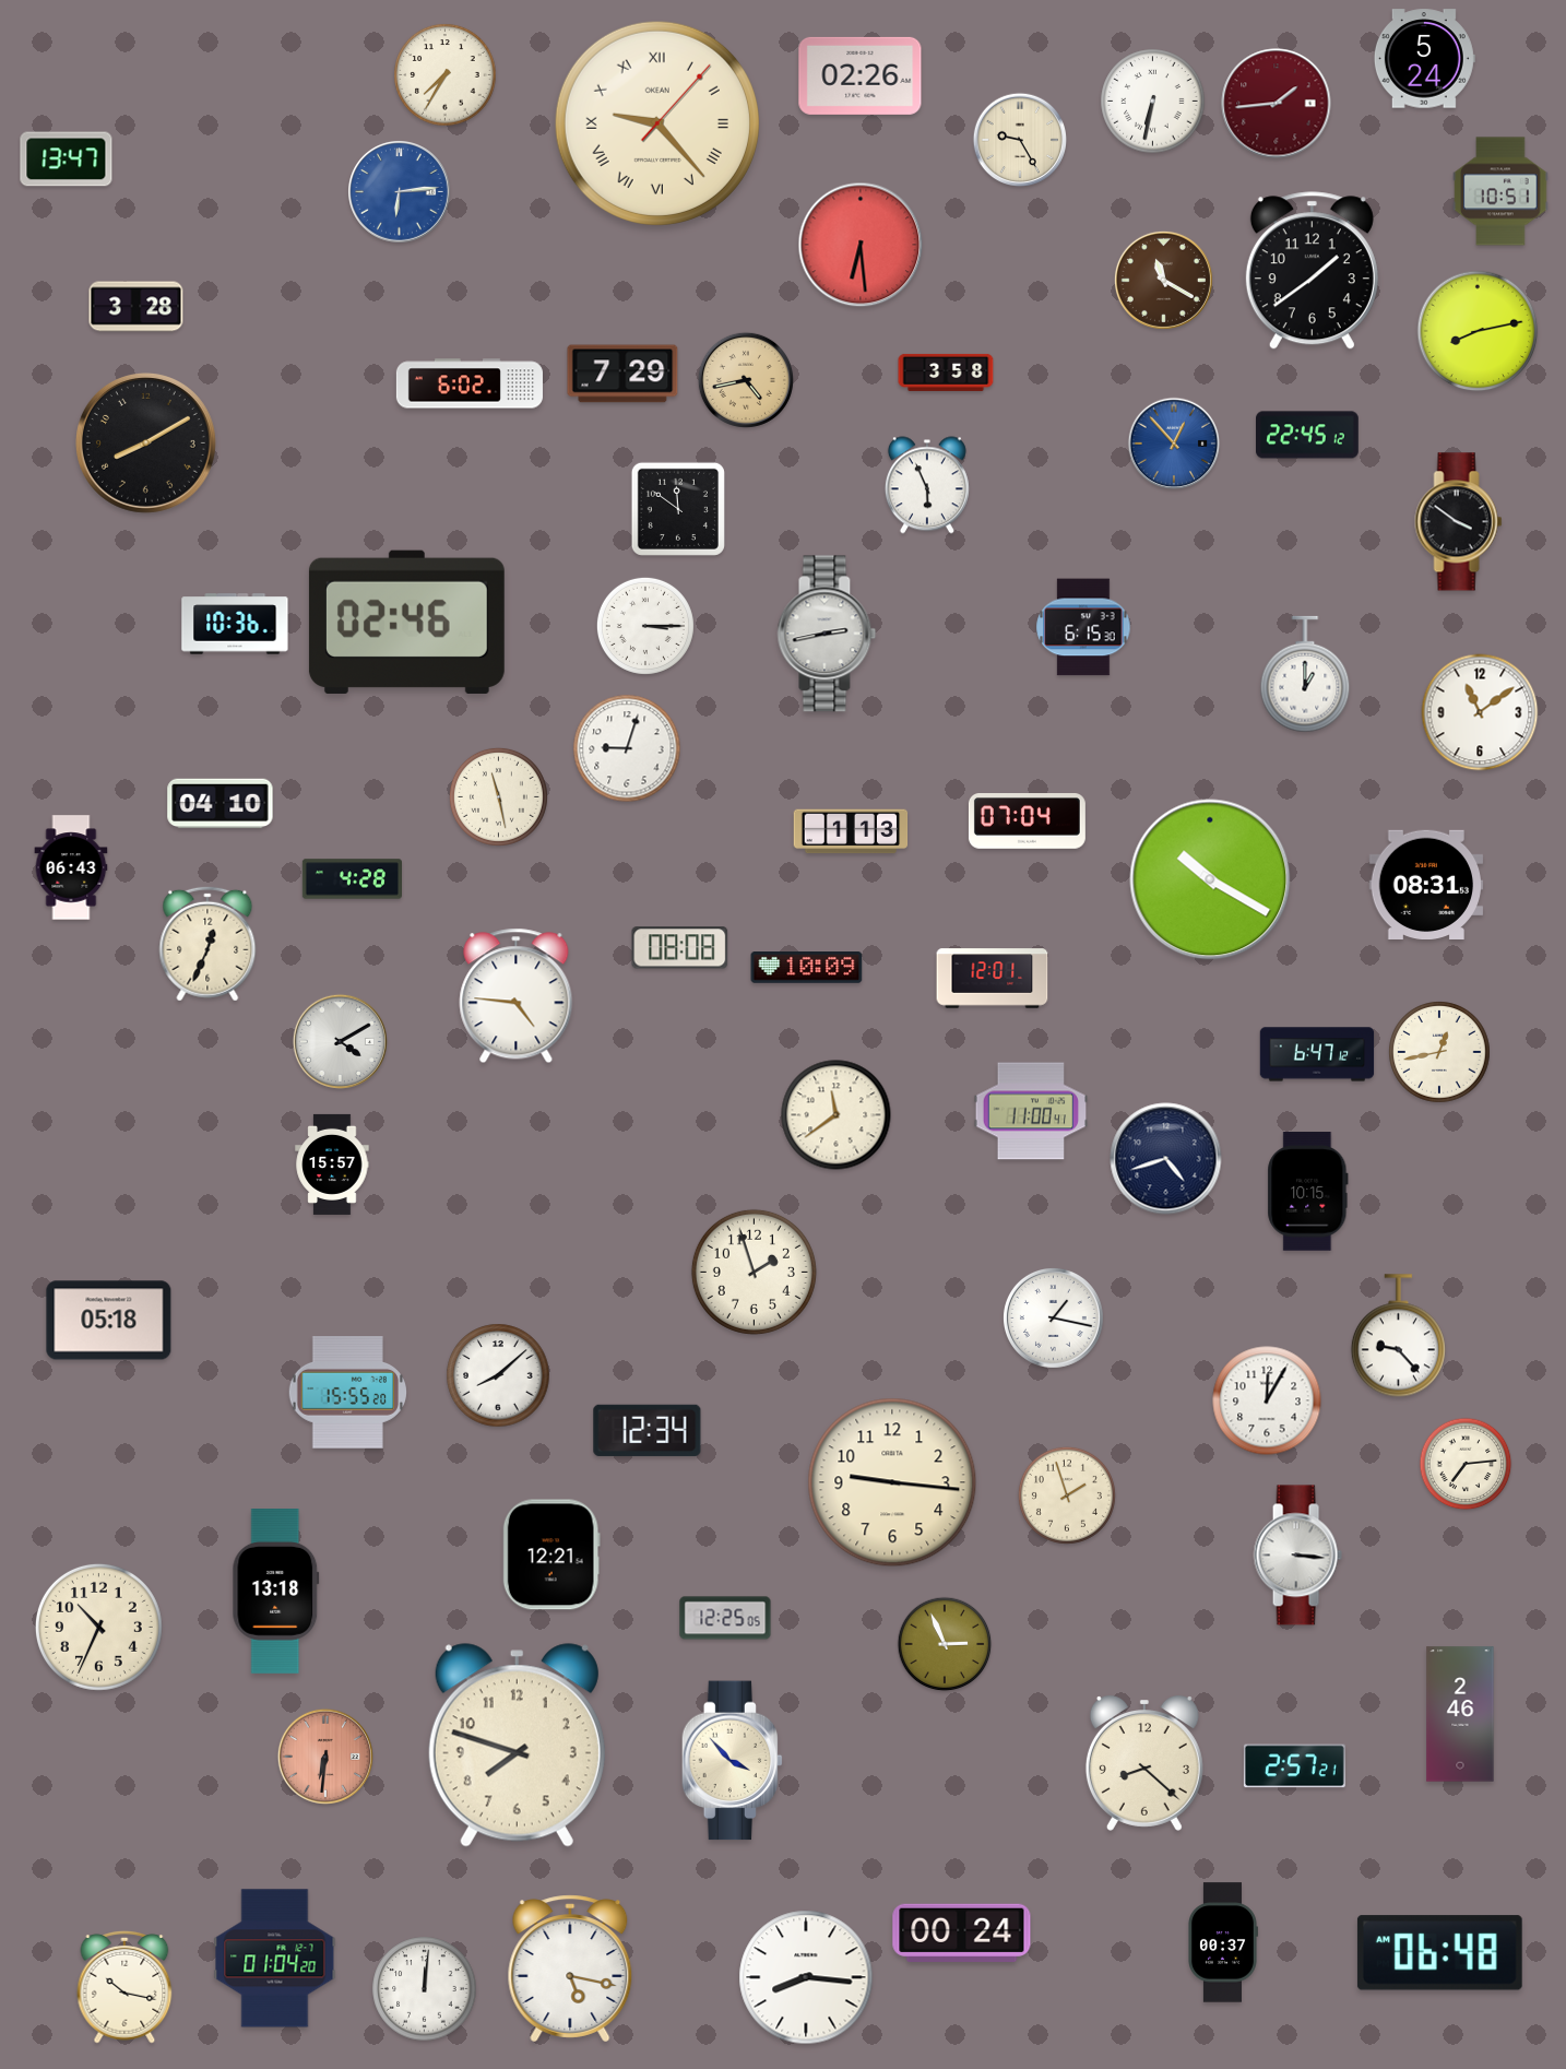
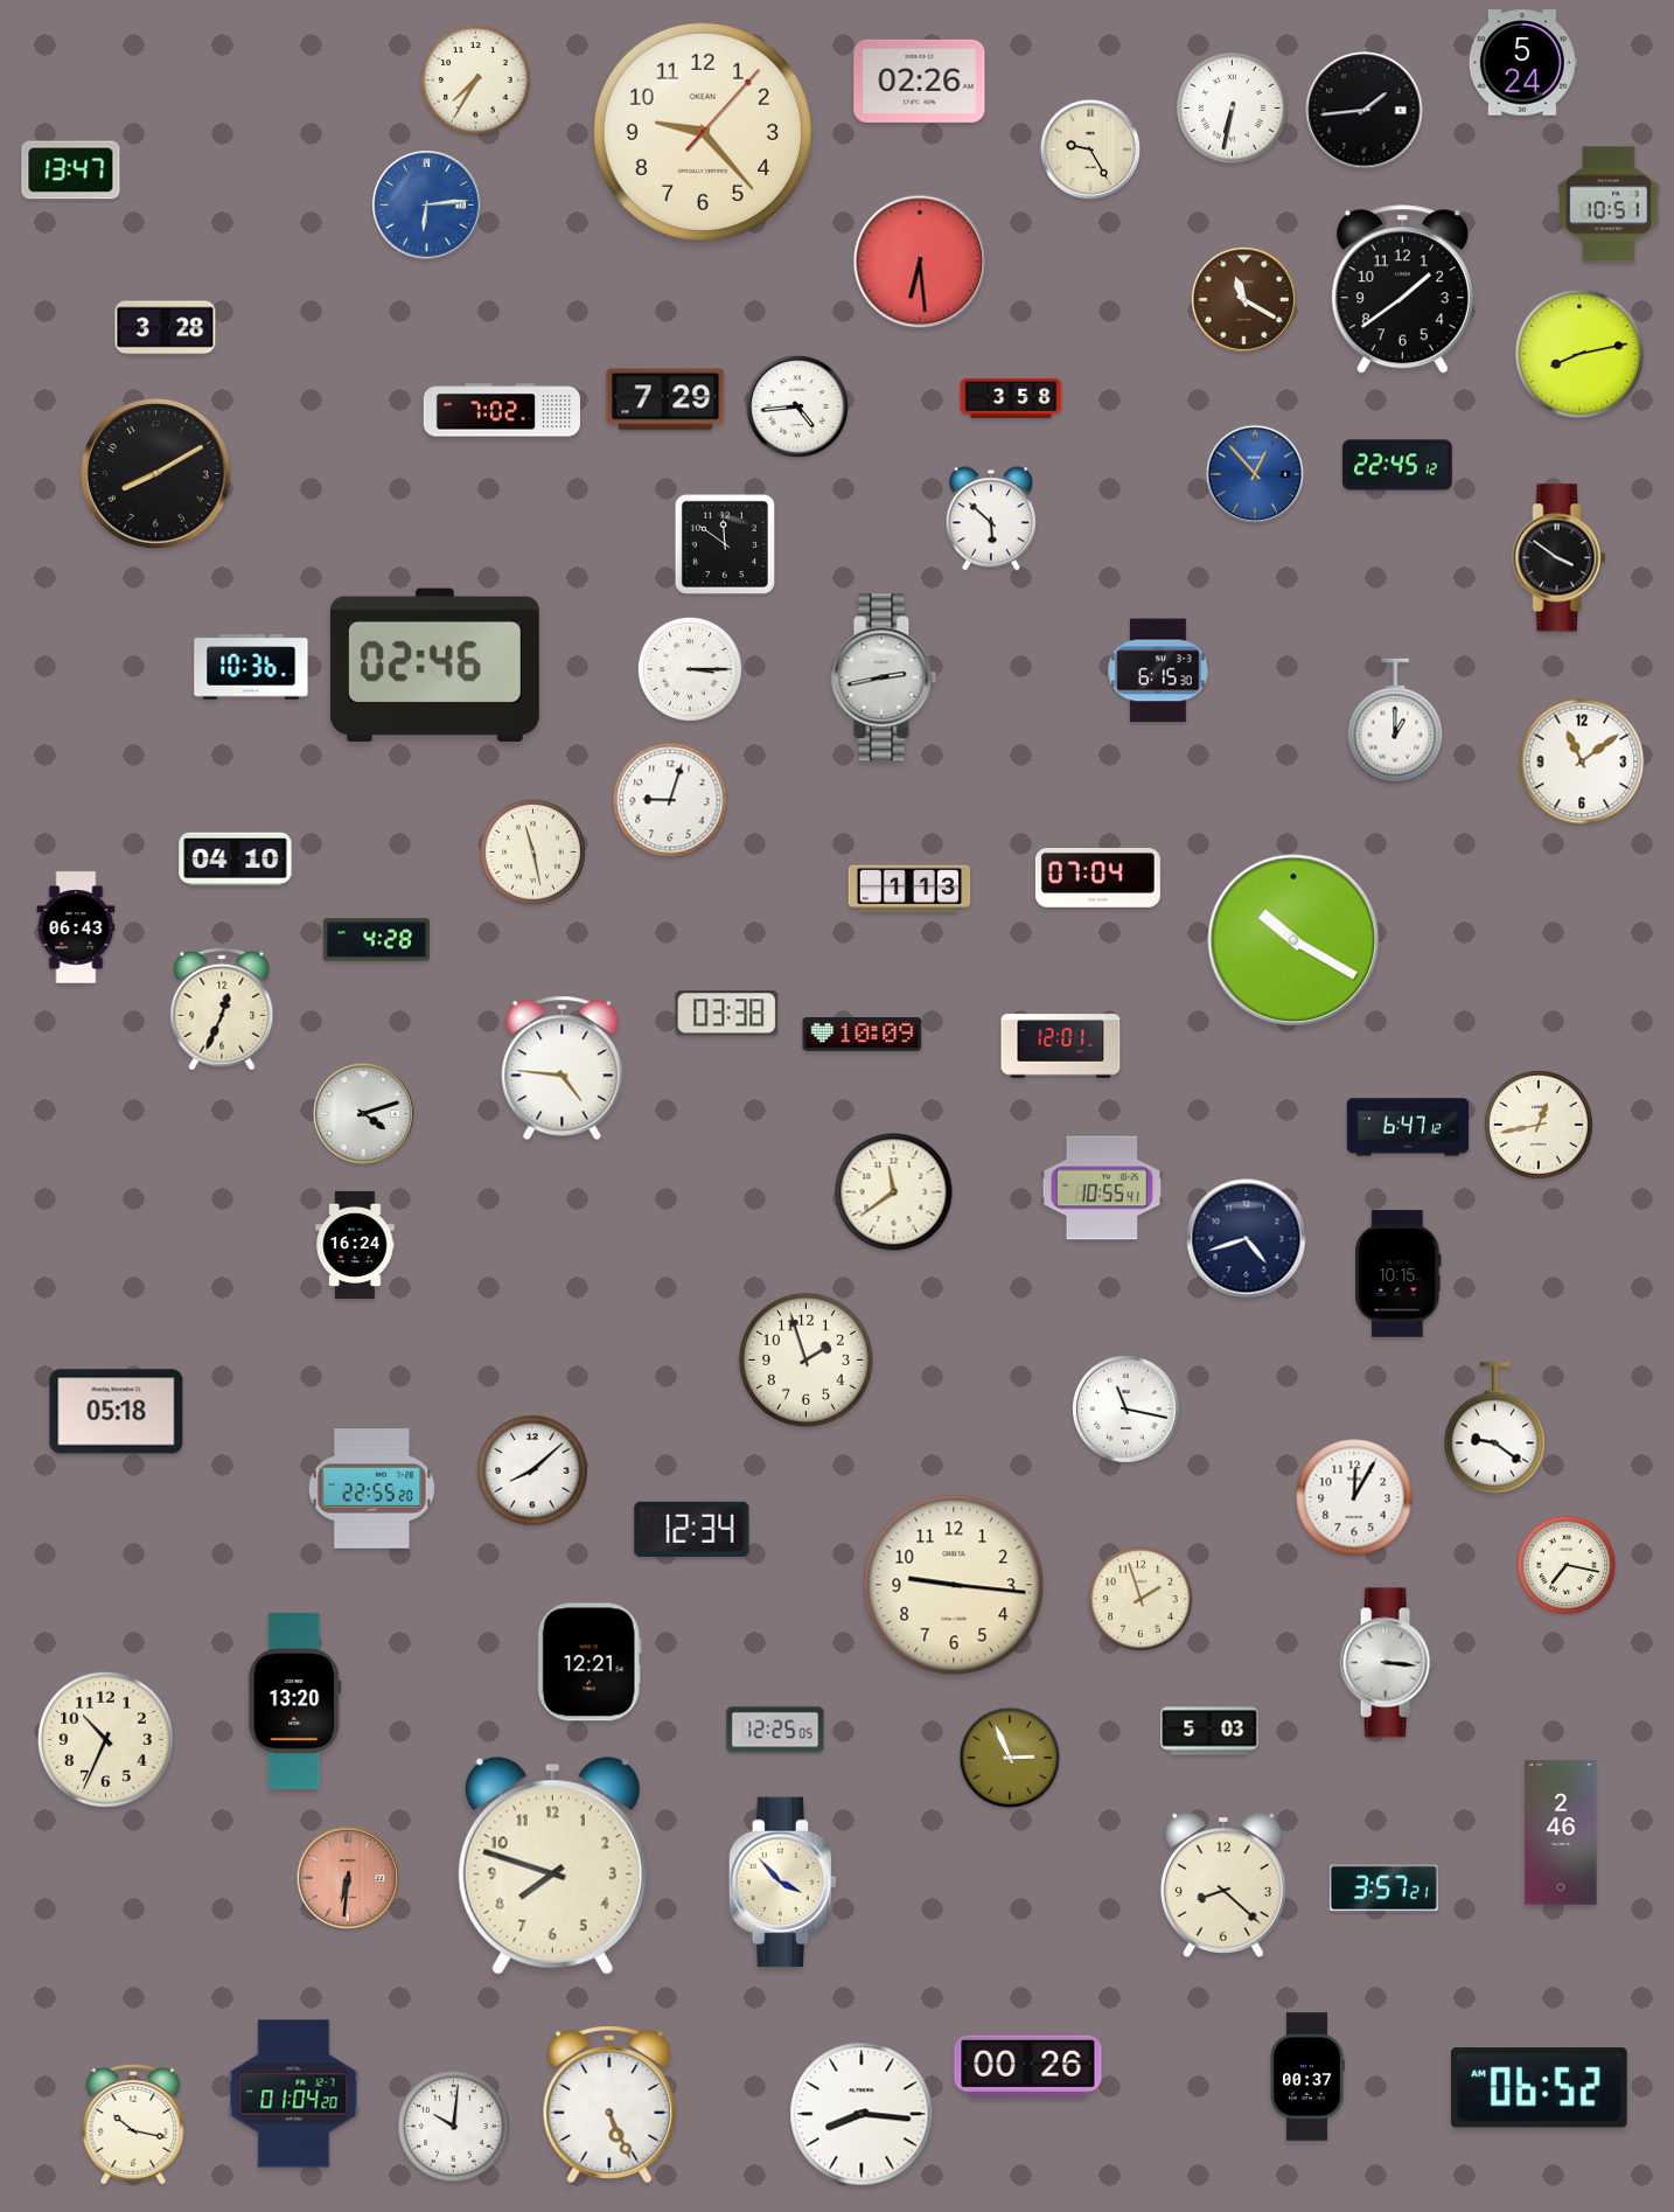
clock at (1277, 104) dial: burgundy -> black
clock at (657, 123) numerals: Roman -> Arabic
clock at (1500, 191) position: (1500, 191) -> (1609, 204)
clock at (137, 307) position: (137, 307) -> (166, 328)
clock at (746, 380): 4:43 -> 4:44
clock at (746, 380) dial: champagne -> white
clock at (470, 383): 6:02 -> 7:02
clock at (927, 485): 5:56 -> 5:52
clock at (1426, 884): 08:31 -> none
clock at (680, 948): 08:08 -> 03:38
clock at (517, 996) position: (517, 996) -> (563, 1069)
clock at (340, 1041): 4:10 -> 4:12
clock at (1031, 1111): 11:00 -> 10:55
clock at (332, 1164): 15:57 -> 16:24
clock at (1053, 1317): 1:17 -> 11:17
clock at (1398, 1336): 9:23 -> 9:21
clock at (347, 1393): 15:55 -> 22:55
clock at (1466, 1464): 7:14 -> 7:17
clock at (276, 1592): 13:18 -> 13:20
clock at (1209, 1731): none -> 5:03
clock at (1294, 1766): 2:57 -> 3:57
clock at (962, 1932): 00:24 -> 00:26
clock at (1439, 1953): 06:48 -> 06:52
clock at (570, 1968): 5:17 -> 5:26
clock at (425, 1989): 12:01 -> 10:01
